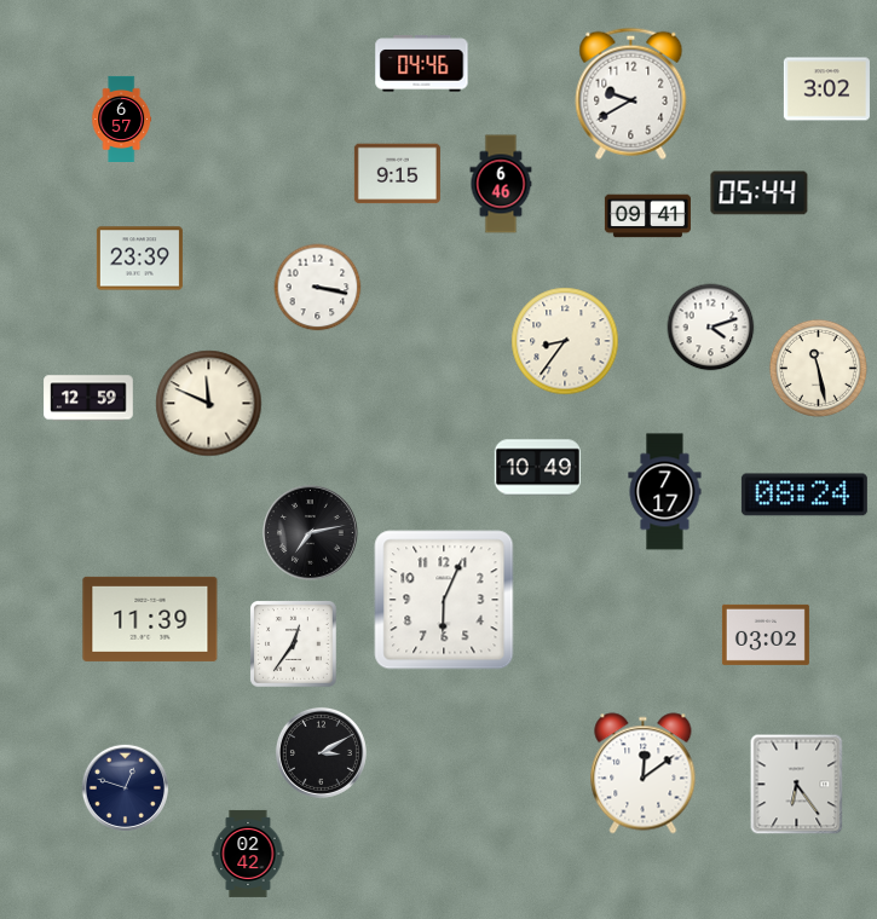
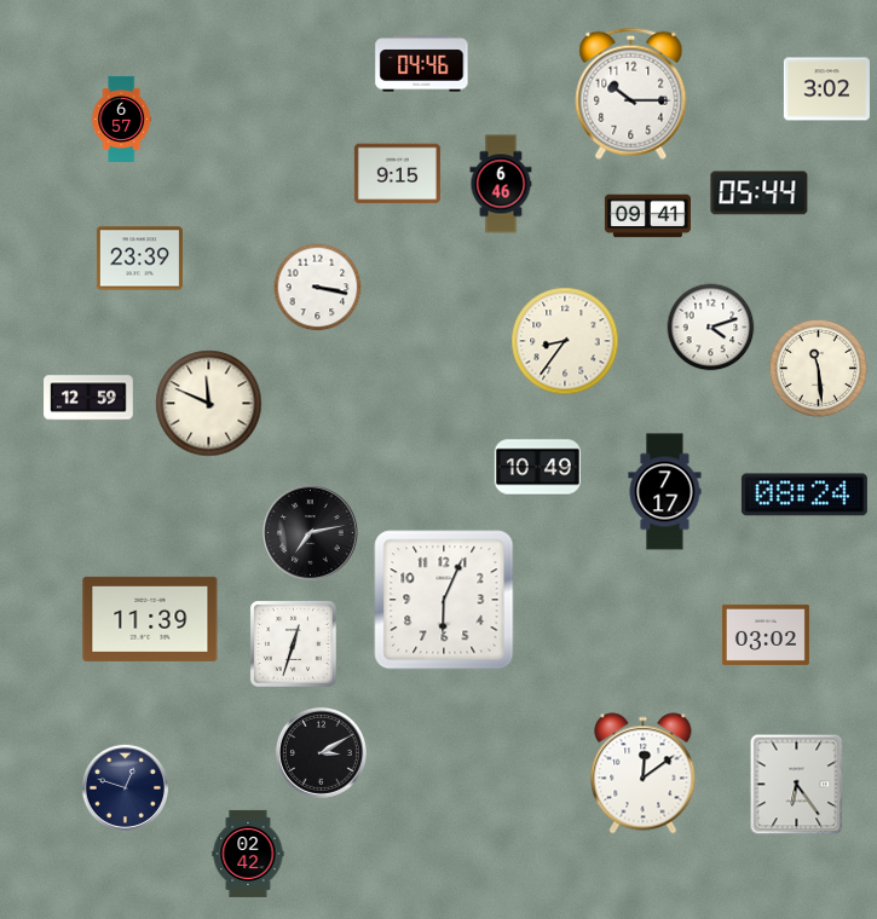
clock at (631, 93): 9:40 -> 10:15
clock at (818, 368): 11:28 -> 11:29
clock at (294, 645): 12:36 -> 12:33
